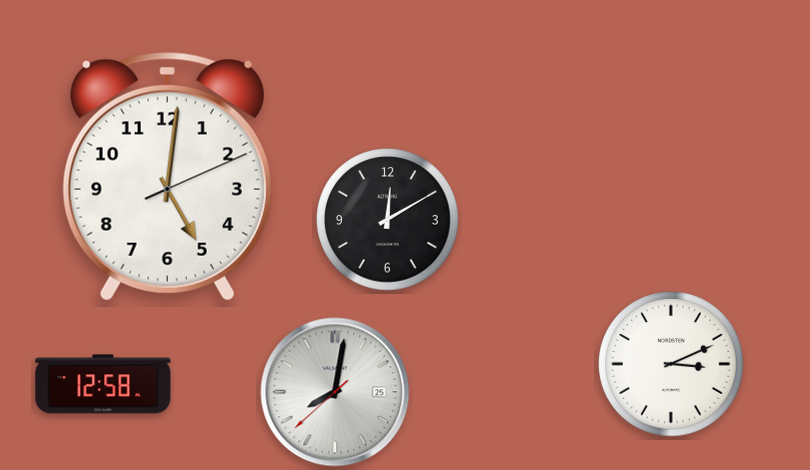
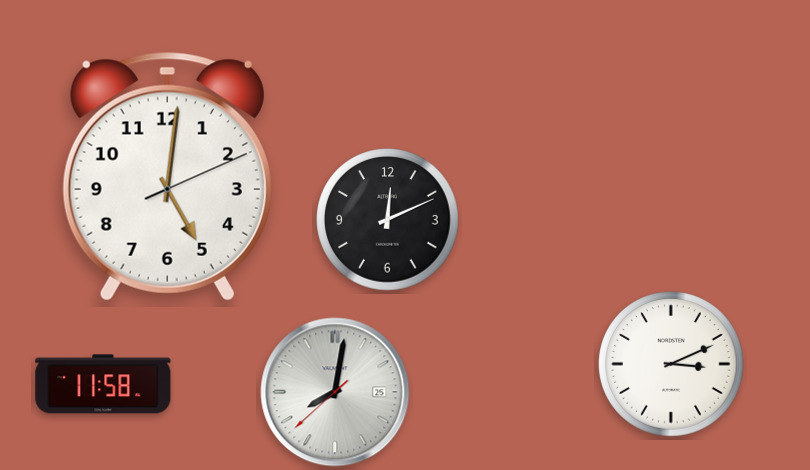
clock at (388, 220): 12:10 -> 12:11
clock at (103, 384): 12:58 -> 11:58
